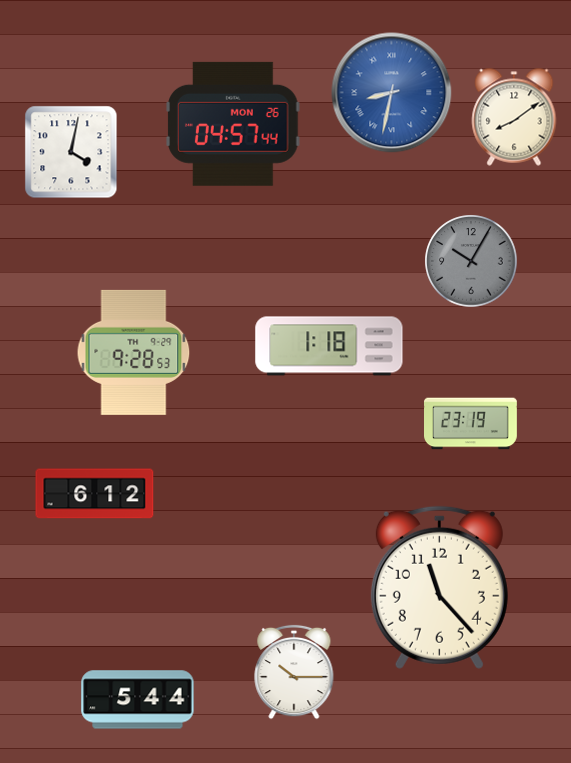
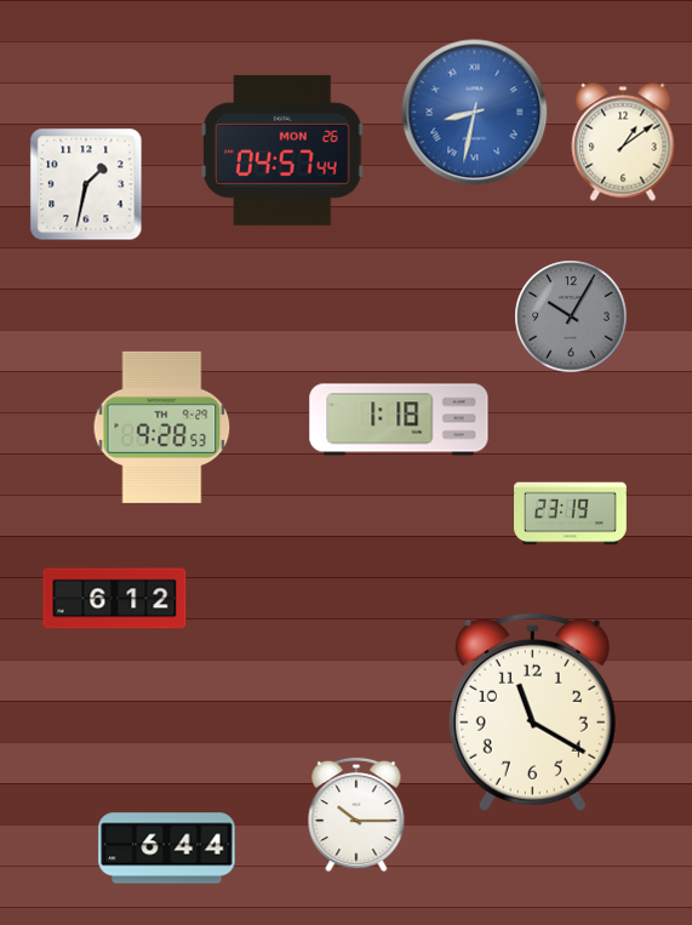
clock at (514, 117): 8:09 -> 1:09
clock at (71, 152): 4:02 -> 1:32
clock at (439, 587): 11:23 -> 11:20
clock at (138, 700): 5:44 -> 6:44
